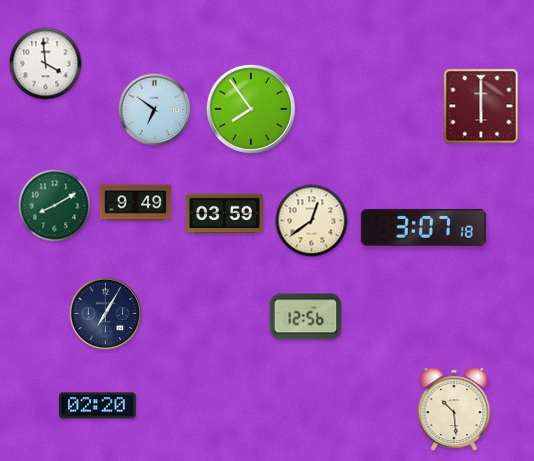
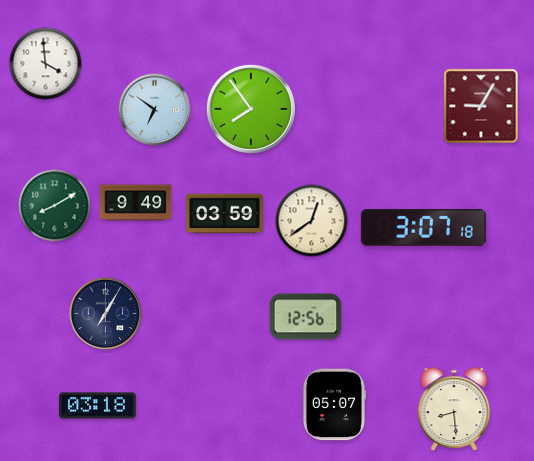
clock at (481, 106): 6:00 -> 9:05
clock at (334, 405): none -> 05:07
clock at (98, 406): 02:20 -> 03:18
clock at (454, 409): 10:29 -> 8:29
